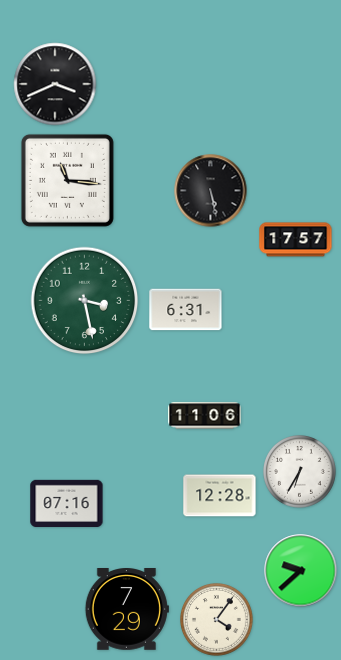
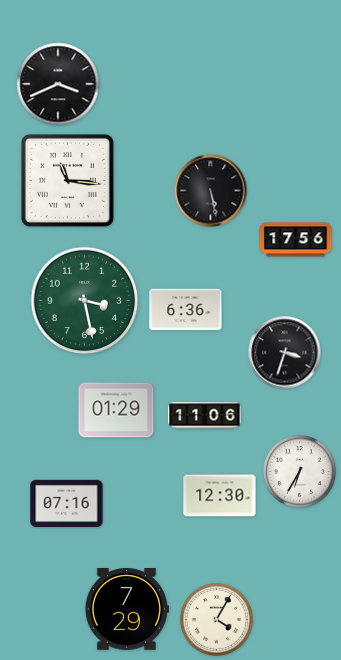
clock at (55, 84) position: (55, 84) -> (58, 84)
clock at (296, 240): 17:57 -> 17:56
clock at (186, 310): 6:31 -> 6:36
clock at (285, 353): none -> 3:33
clock at (116, 410): none -> 01:29
clock at (220, 496): 12:28 -> 12:30
clock at (301, 571): 9:38 -> none
clock at (217, 620): 4:06 -> 4:05
